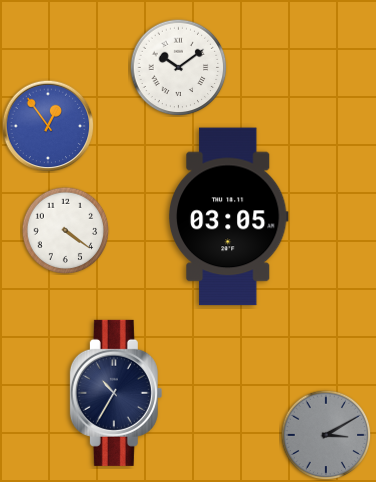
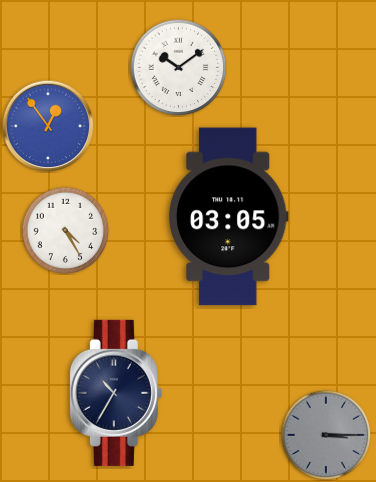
clock at (65, 230): 4:21 -> 4:25
clock at (326, 435): 3:10 -> 3:15
